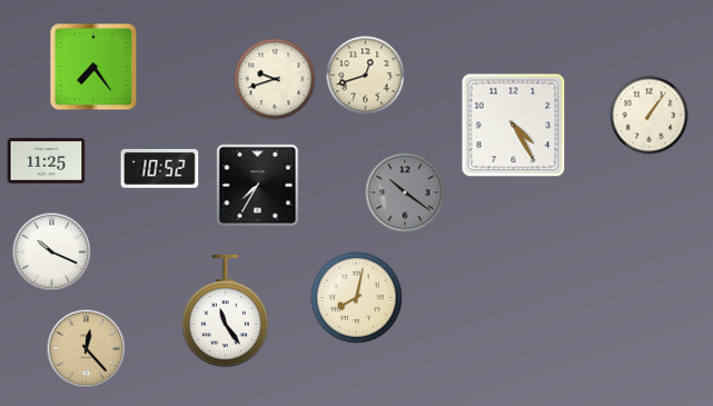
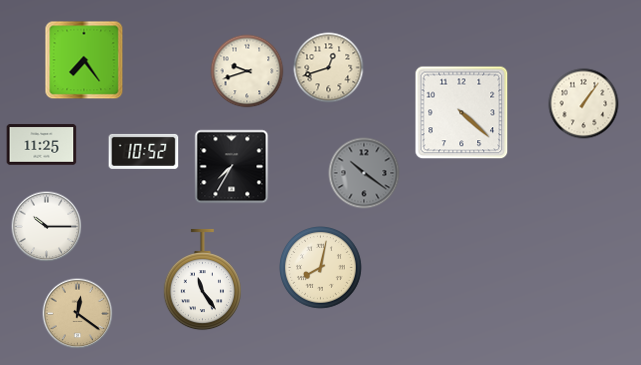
clock at (514, 126): 4:25 -> 4:22
clock at (52, 252): 10:19 -> 10:15
clock at (87, 349): 12:23 -> 12:21
